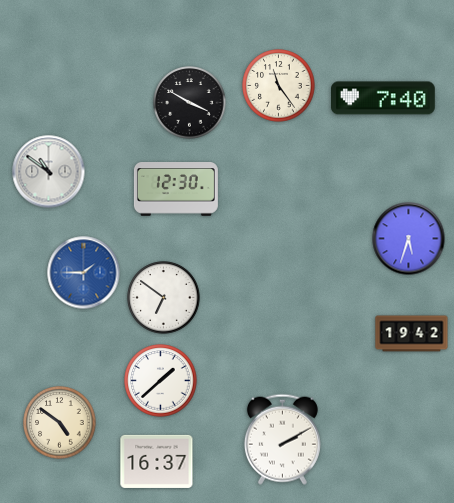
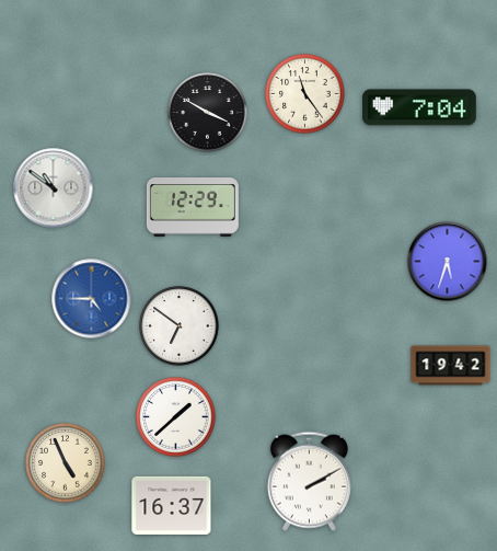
clock at (384, 98): 7:40 -> 7:04
clock at (176, 190): 12:30 -> 12:29
clock at (84, 273): 1:45 -> 4:45
clock at (60, 423): 4:51 -> 4:56
